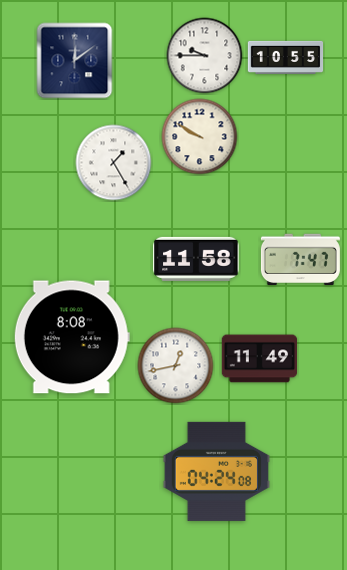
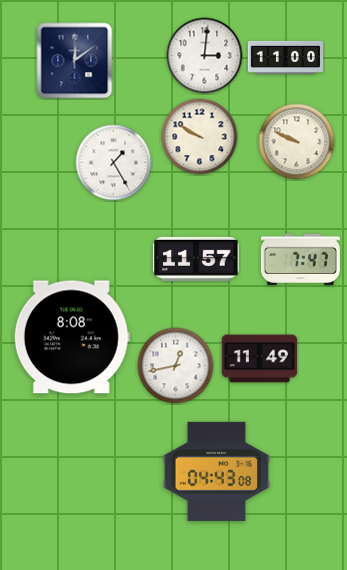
clock at (205, 56): 9:45 -> 3:01
clock at (286, 57): 10:55 -> 11:00
clock at (297, 142): none -> 9:49
clock at (196, 259): 11:58 -> 11:57
clock at (216, 471): 04:24 -> 04:43
